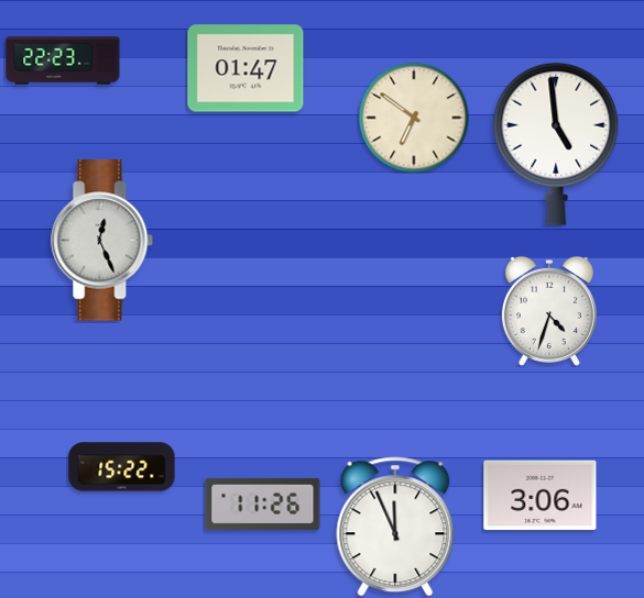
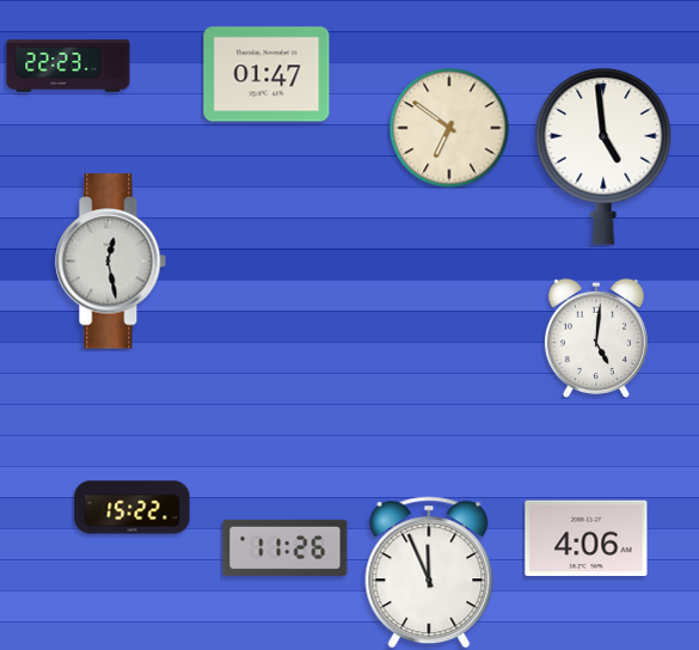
clock at (102, 241): 12:26 -> 12:28
clock at (549, 311): 4:33 -> 5:01
clock at (541, 496): 3:06 -> 4:06
